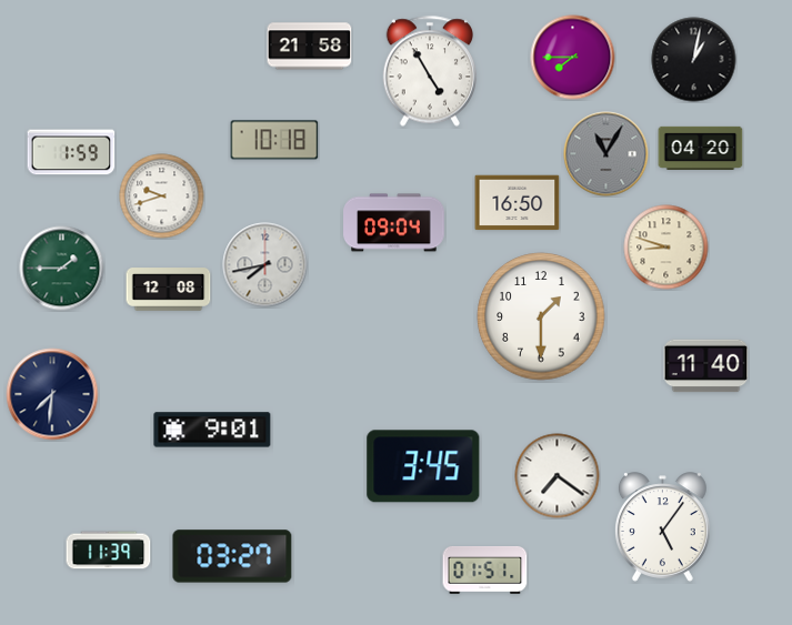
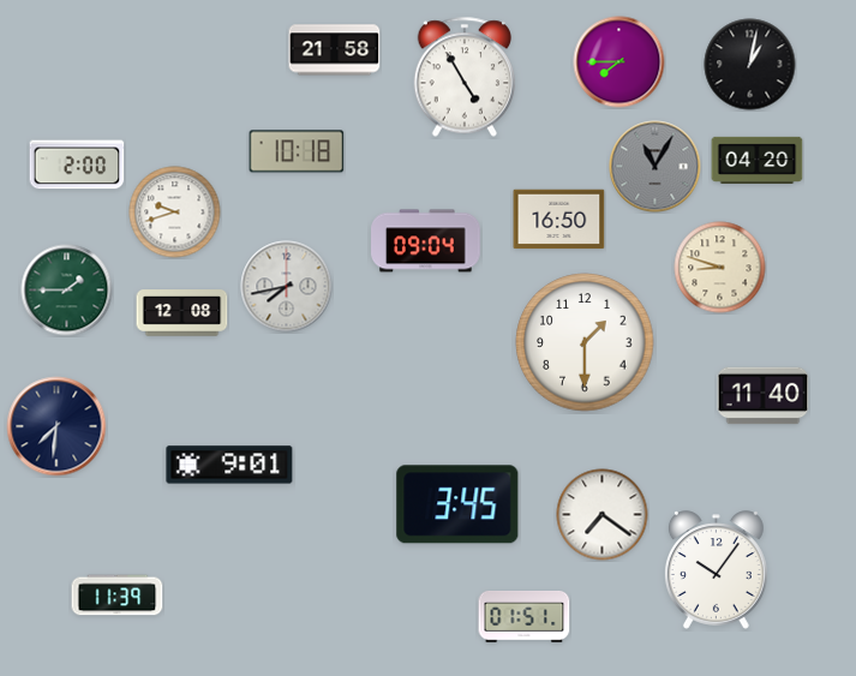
clock at (71, 152): 1:59 -> 2:00
clock at (662, 527): 5:06 -> 10:06
clock at (232, 556): 03:27 -> none
